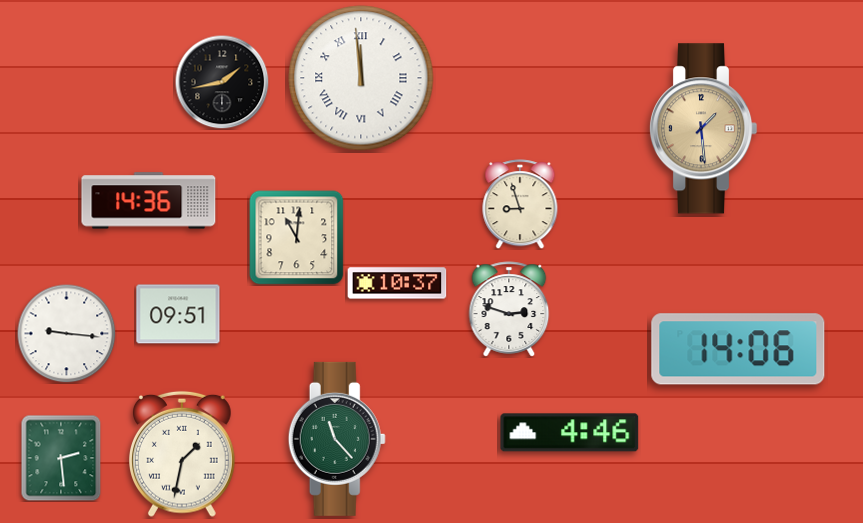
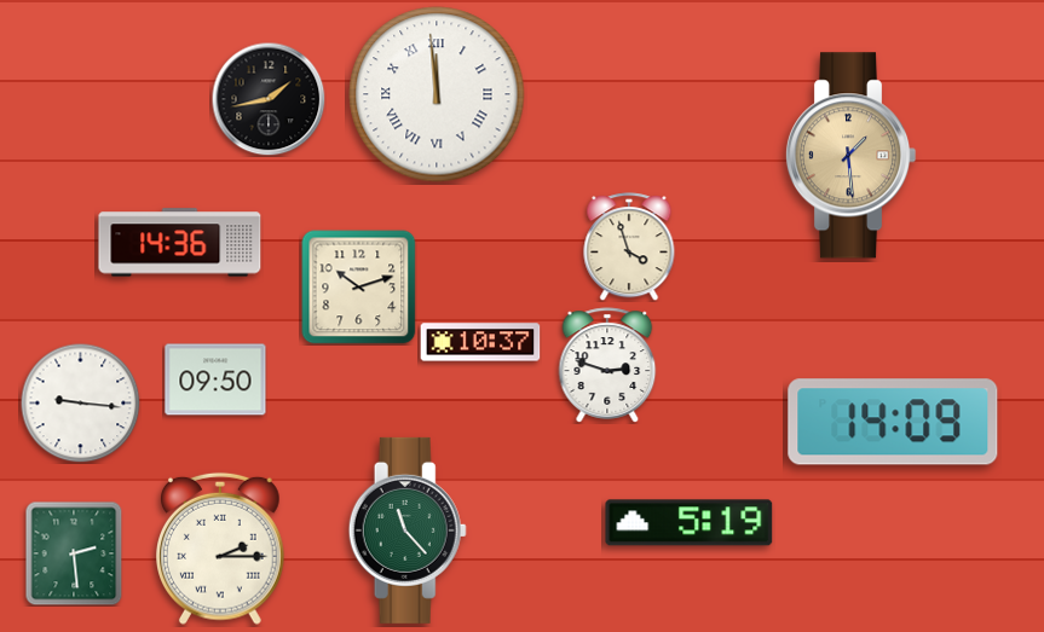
clock at (520, 204): 8:57 -> 3:57
clock at (297, 238): 11:01 -> 10:12
clock at (509, 309) position: (509, 309) -> (607, 365)
clock at (178, 314): 09:51 -> 09:50
clock at (738, 349): 14:06 -> 14:09
clock at (570, 433): 4:46 -> 5:19
clock at (183, 454): 1:32 -> 2:15
